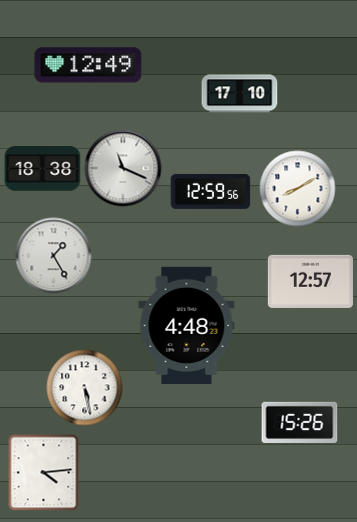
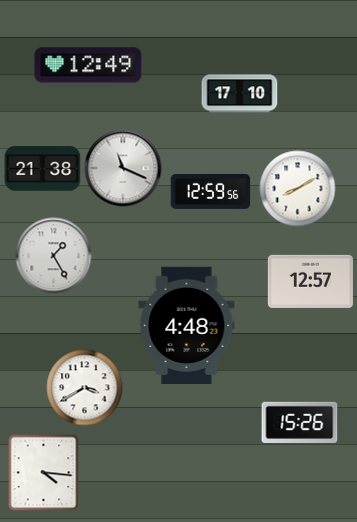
clock at (43, 169): 18:38 -> 21:38
clock at (85, 388): 5:28 -> 3:40
clock at (44, 472): 4:14 -> 4:16
